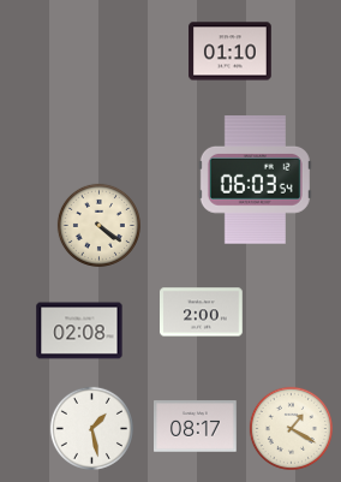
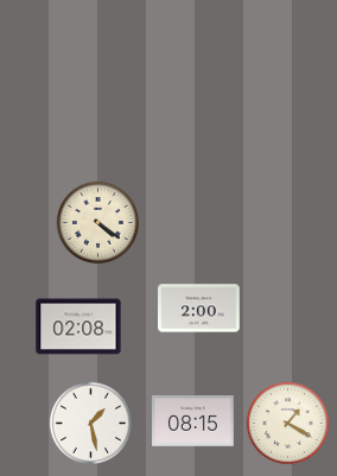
clock at (231, 52): 01:10 -> none
clock at (255, 180): 06:03 -> none
clock at (196, 427): 08:17 -> 08:15
